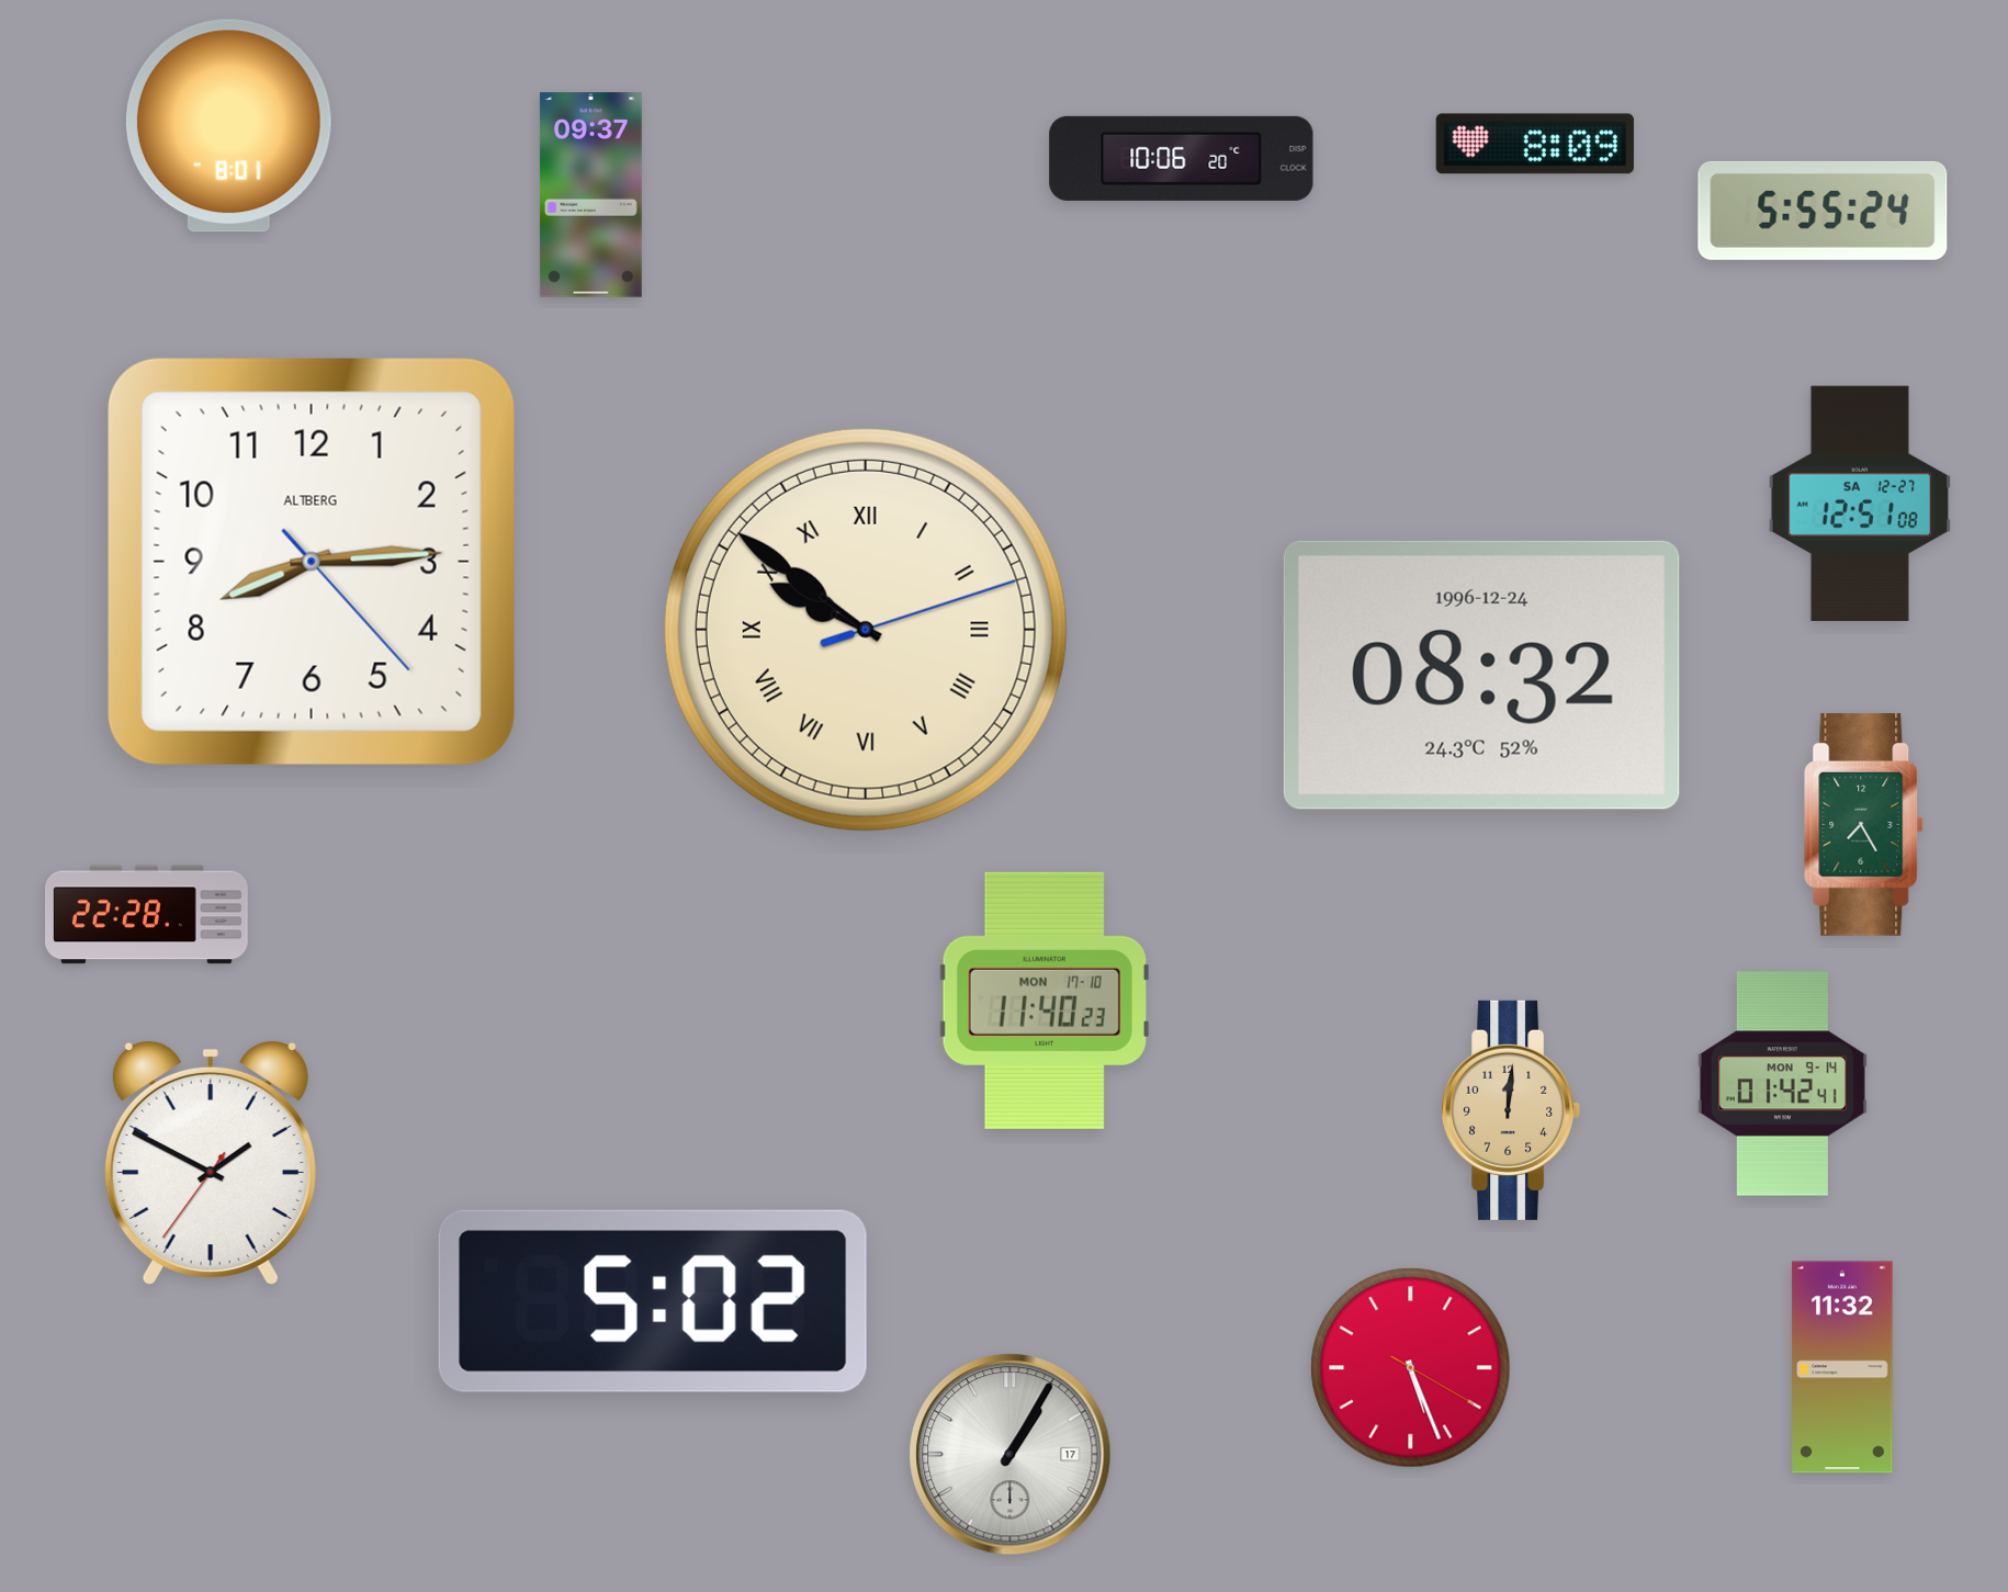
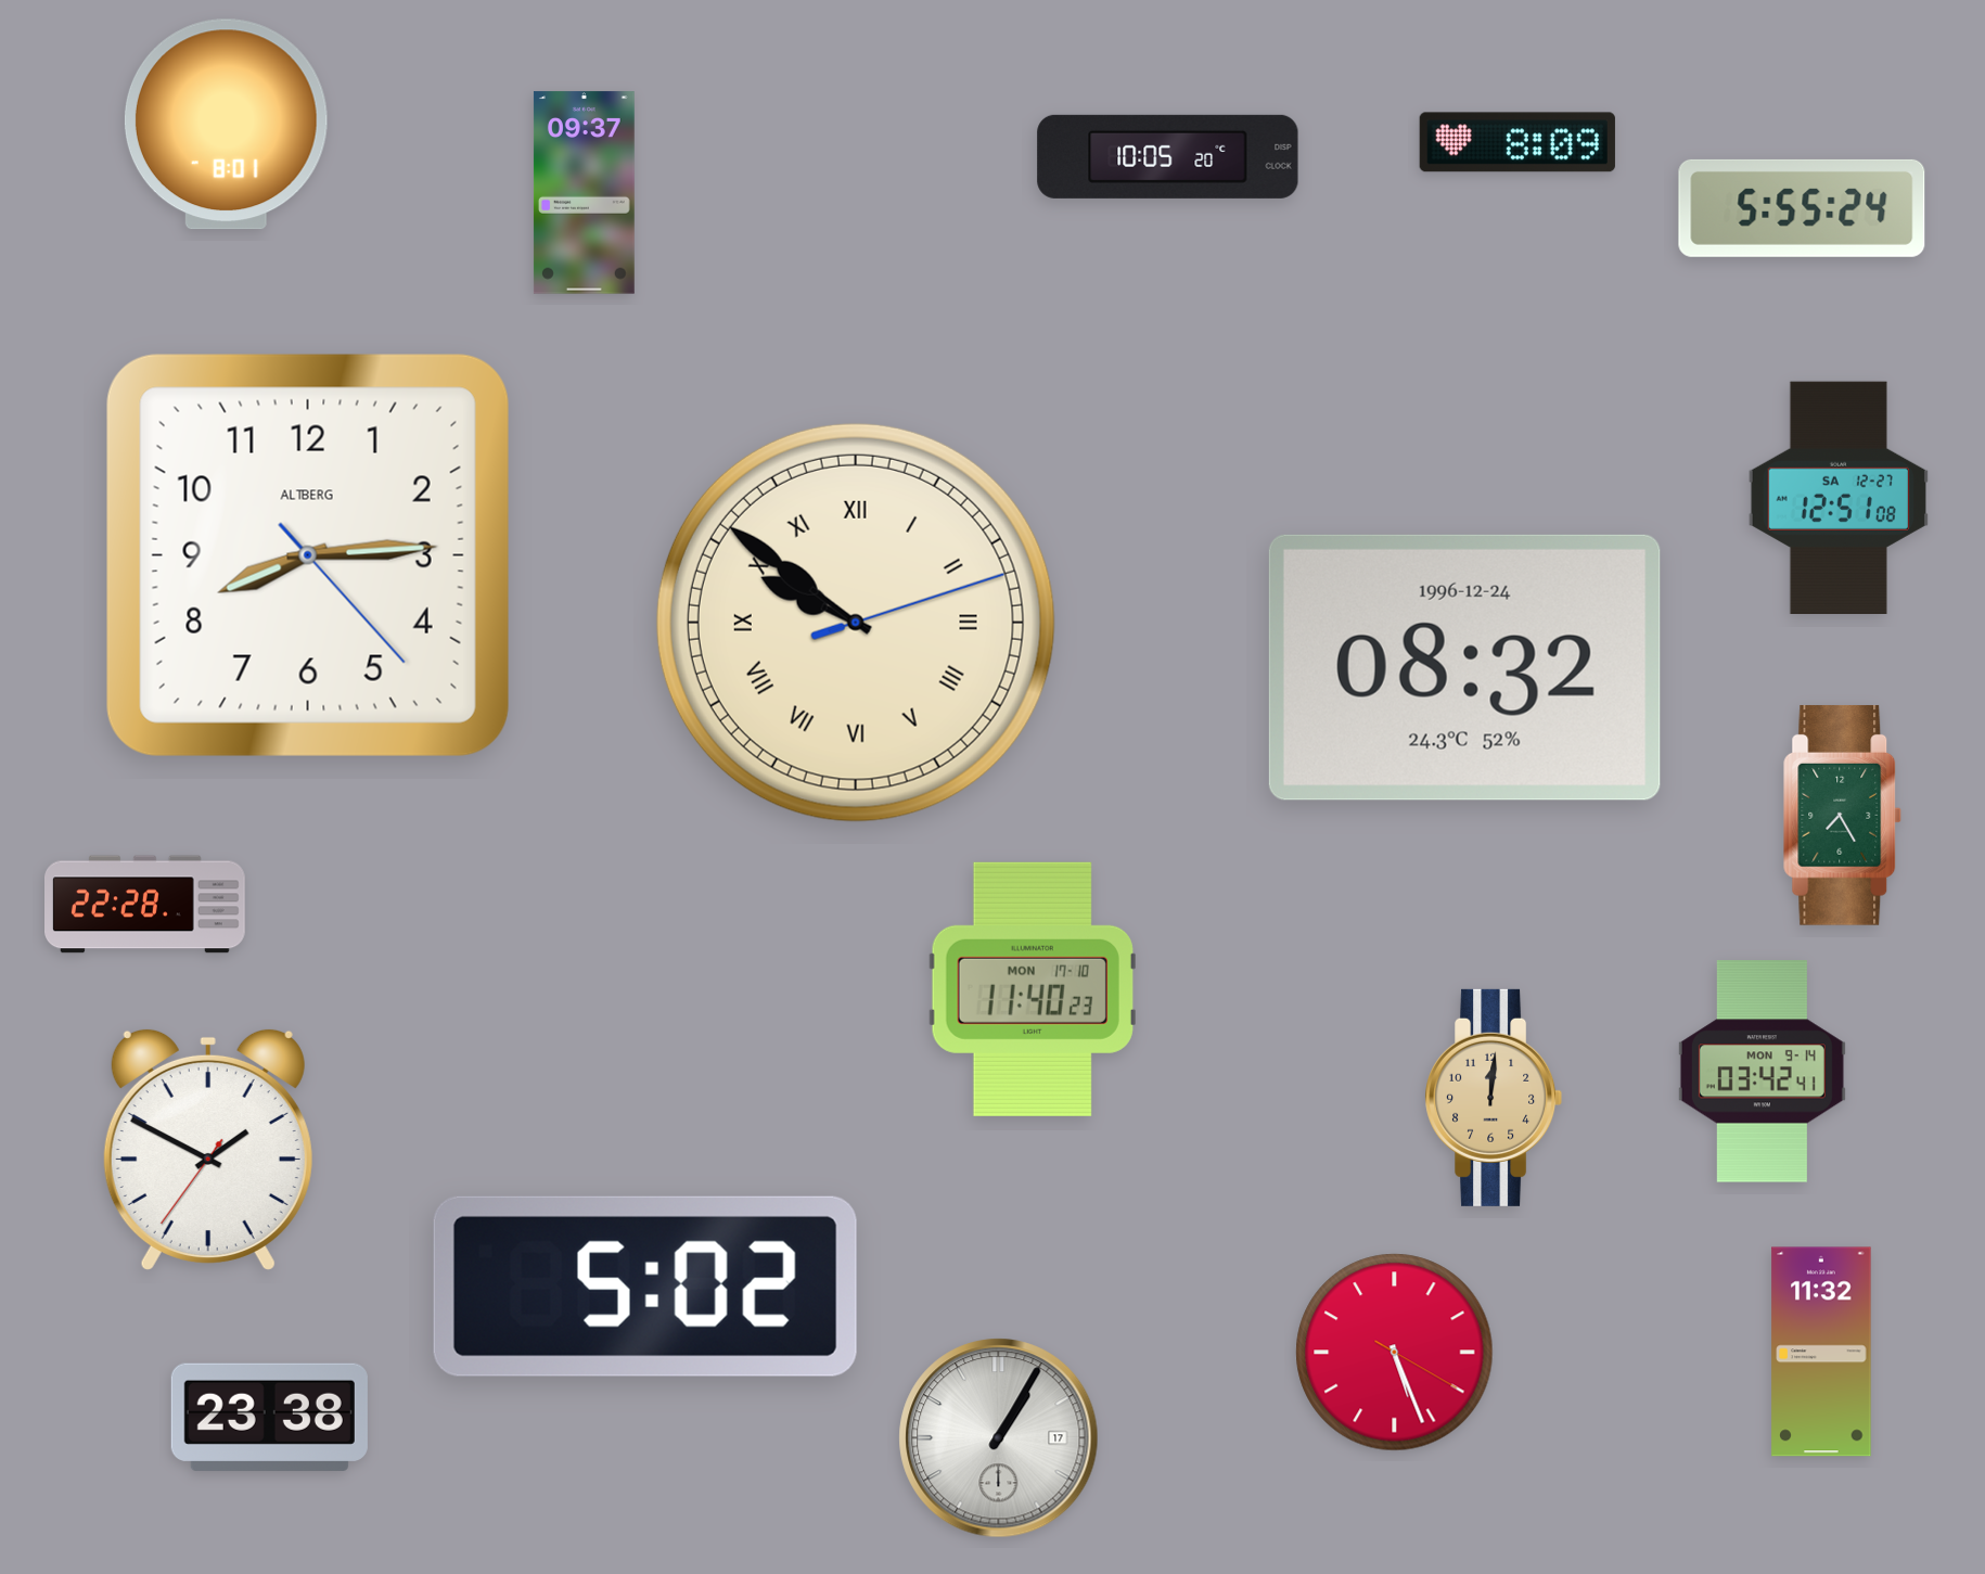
clock at (1182, 158): 10:06 -> 10:05
clock at (1782, 1084): 01:42 -> 03:42
clock at (269, 1417): none -> 23:38
